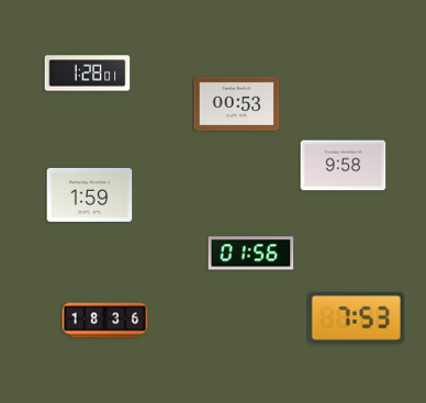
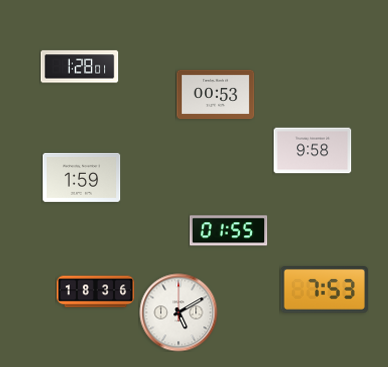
clock at (250, 254): 01:56 -> 01:55
clock at (178, 312): none -> 5:10
